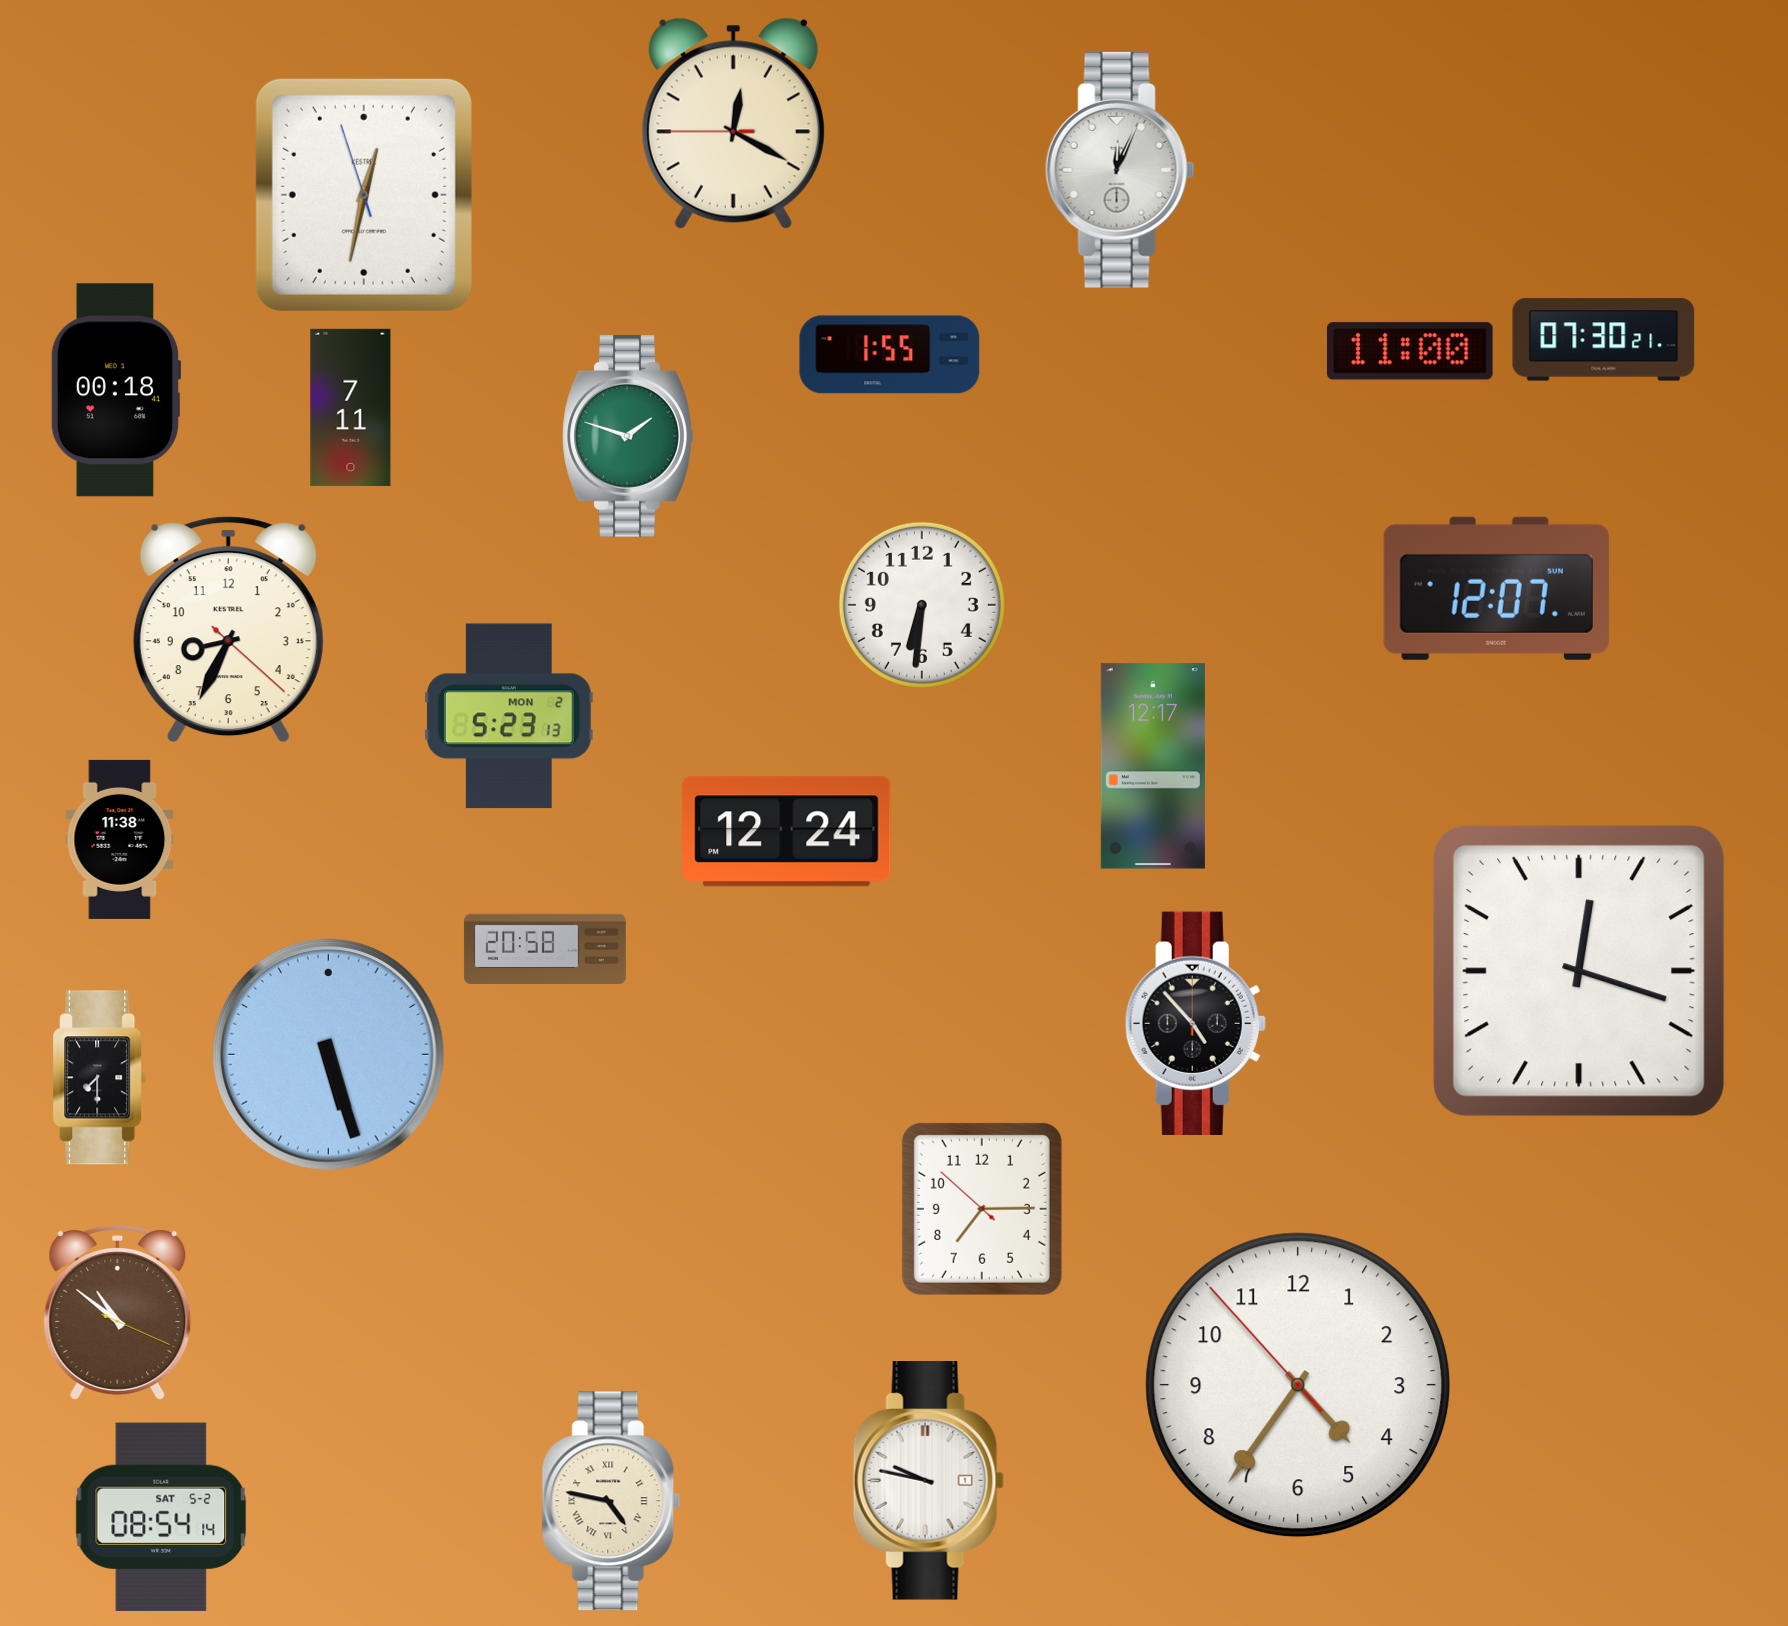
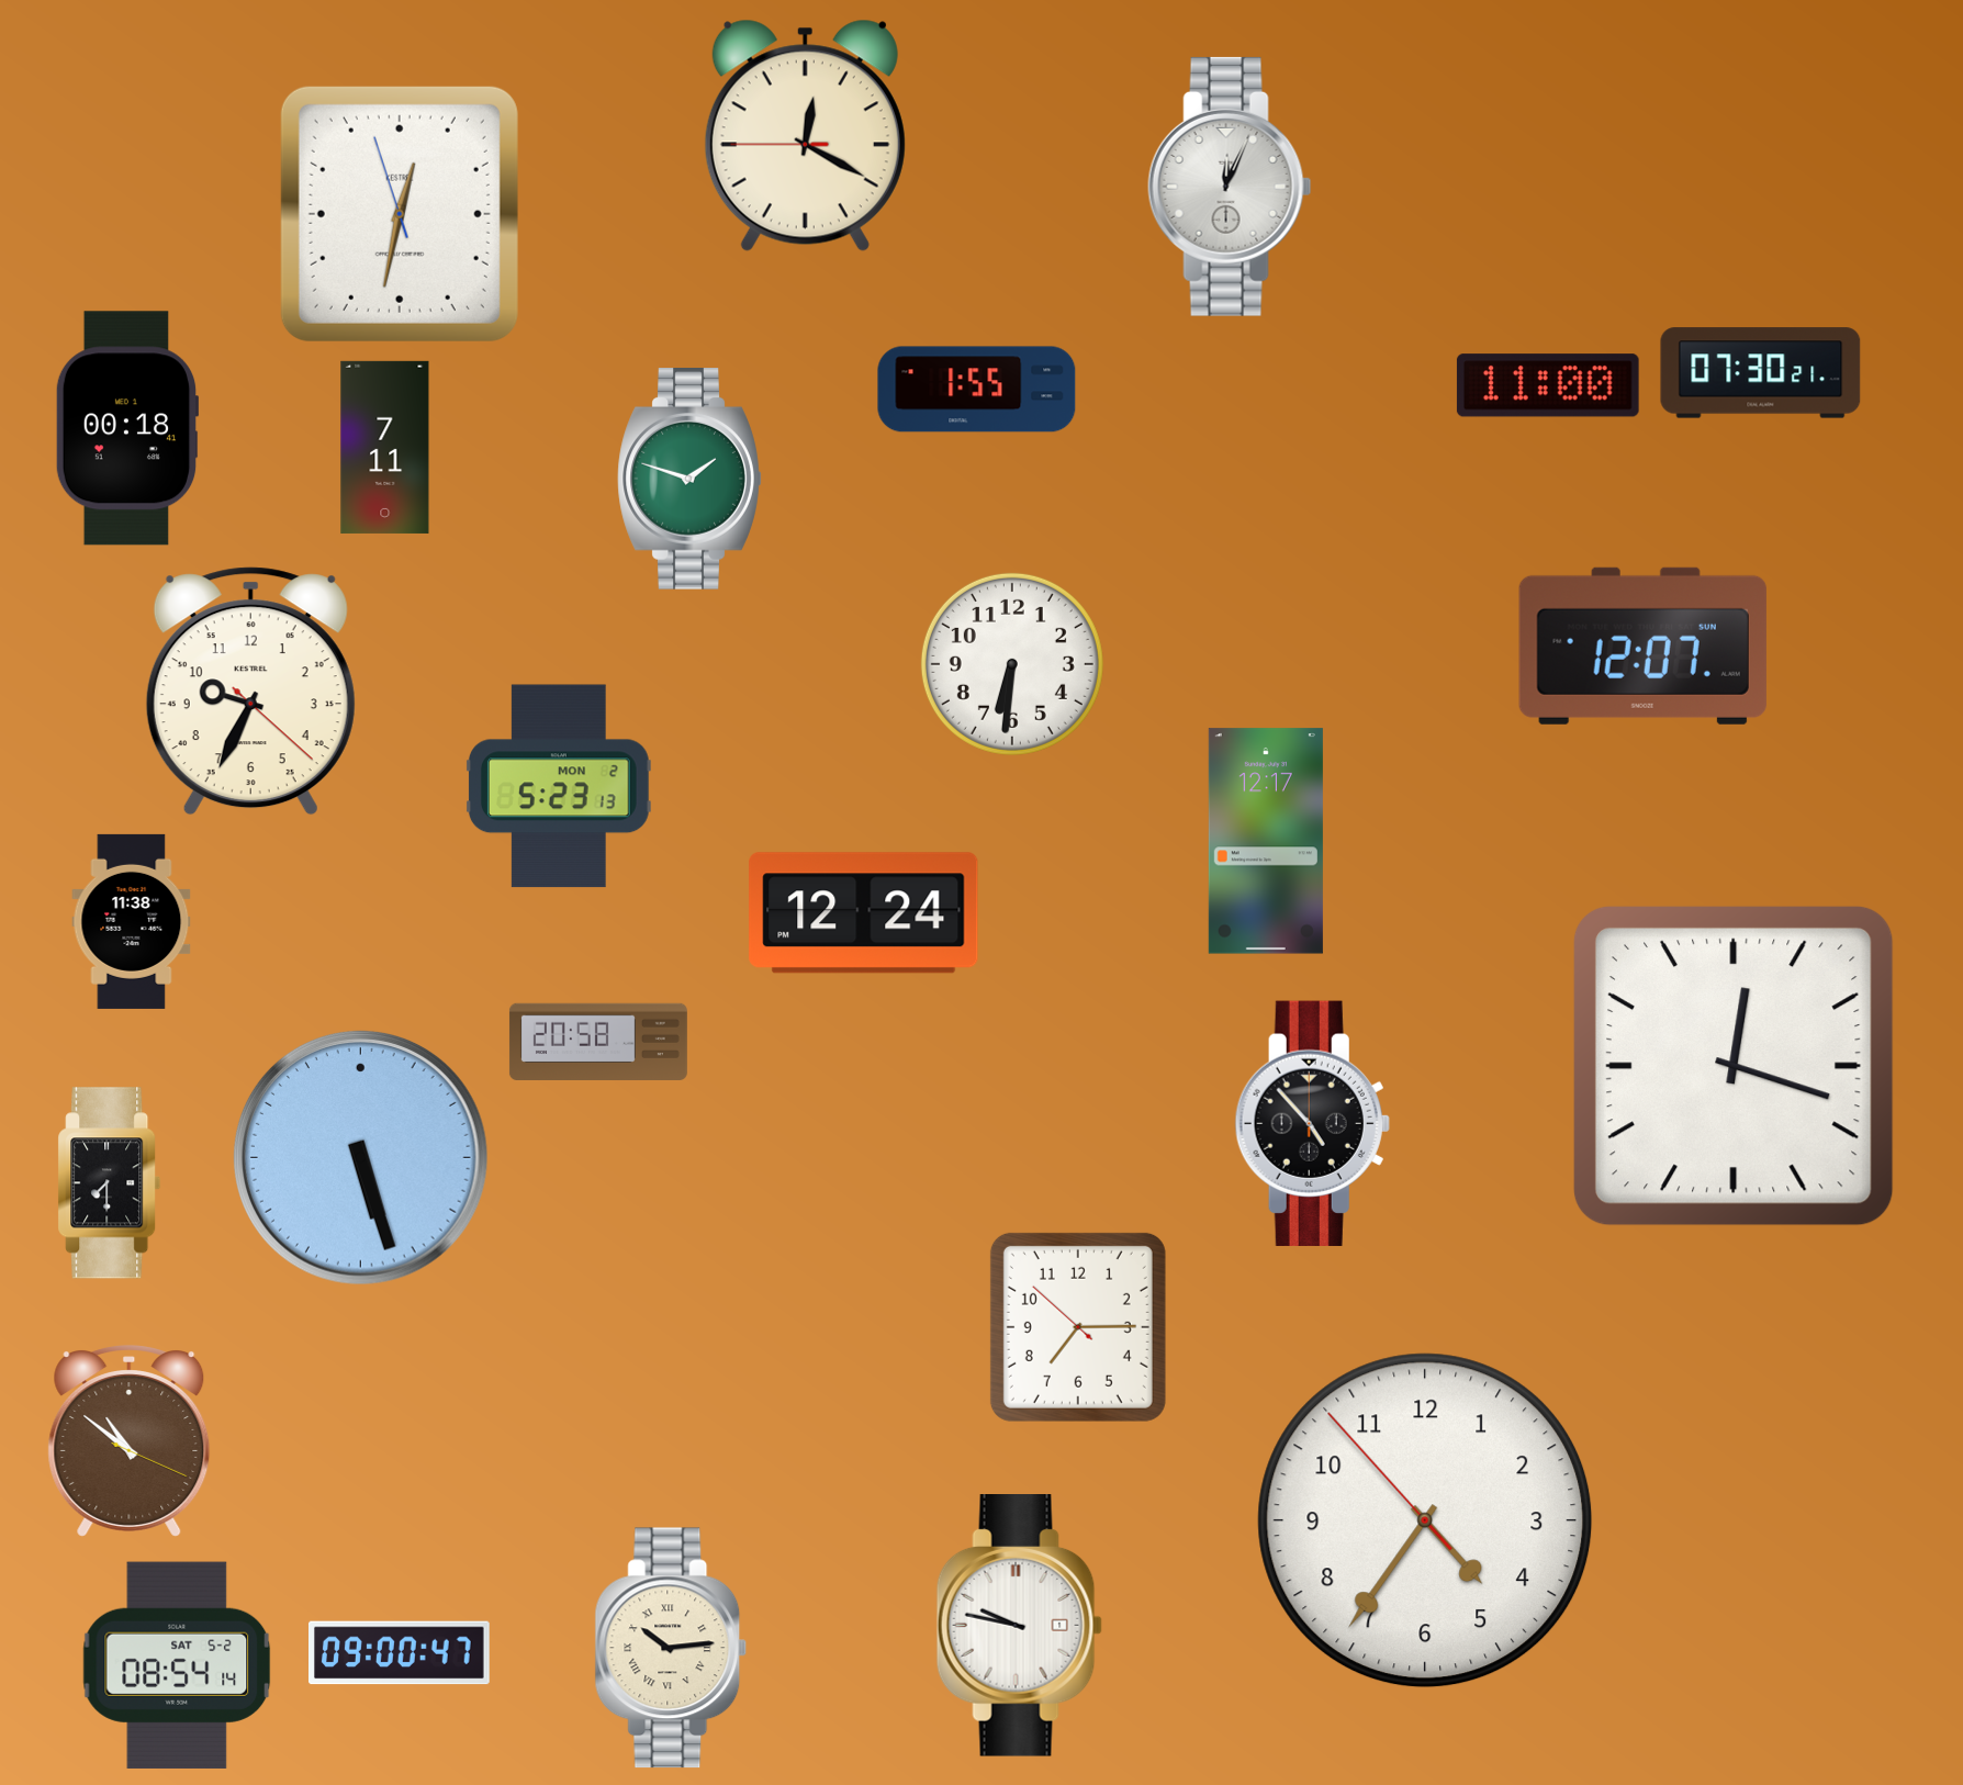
clock at (228, 630): 8:34 -> 9:34
clock at (611, 1501): 4:47 -> 10:14
clock at (400, 1653): none -> 09:00
